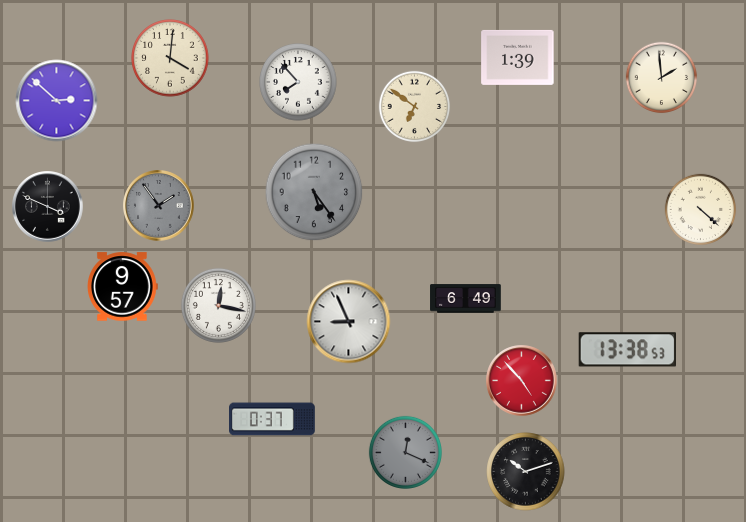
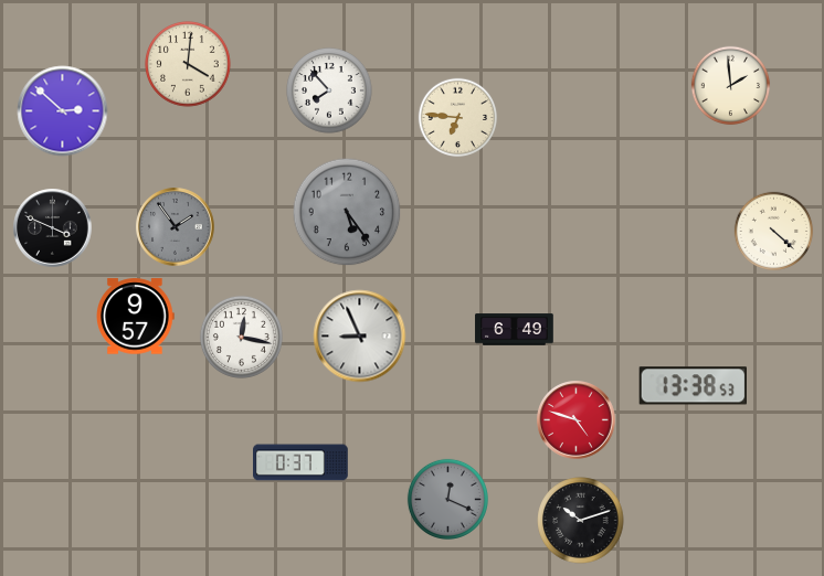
clock at (518, 57): 1:39 -> none
clock at (415, 107): 6:51 -> 6:46
clock at (349, 322) position: (349, 322) -> (360, 337)
clock at (522, 381): 4:53 -> 4:48
